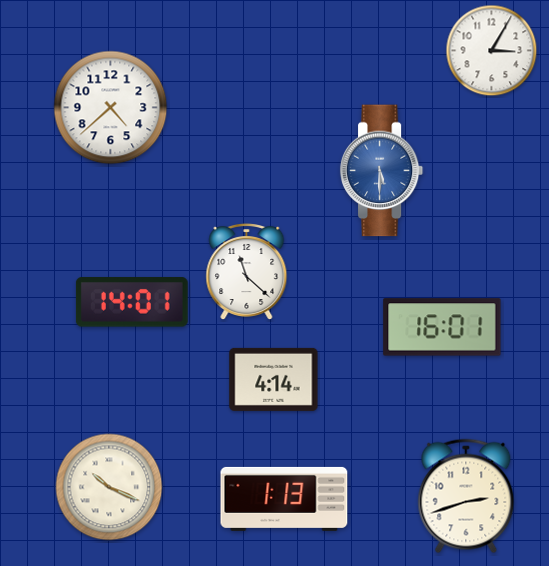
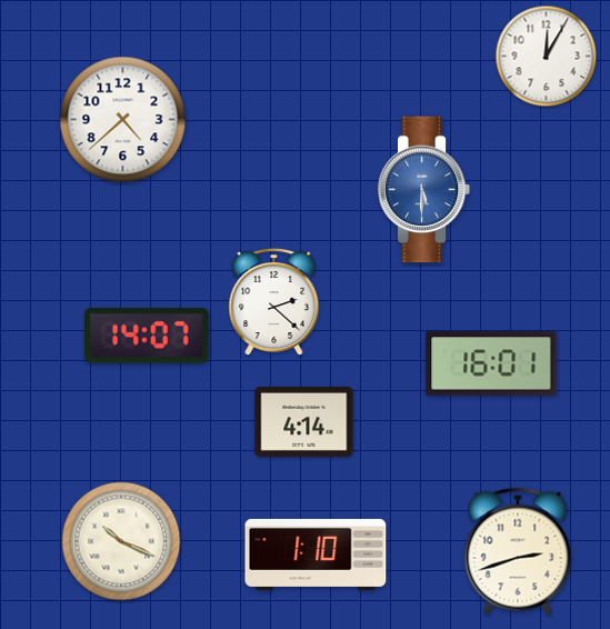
clock at (492, 51): 3:05 -> 12:05
clock at (247, 272): 11:22 -> 2:22
clock at (132, 302): 14:01 -> 14:07
clock at (284, 499): 1:13 -> 1:10
